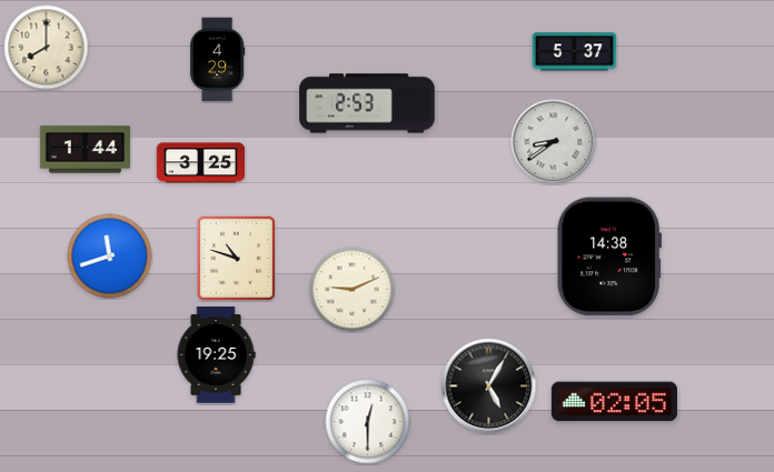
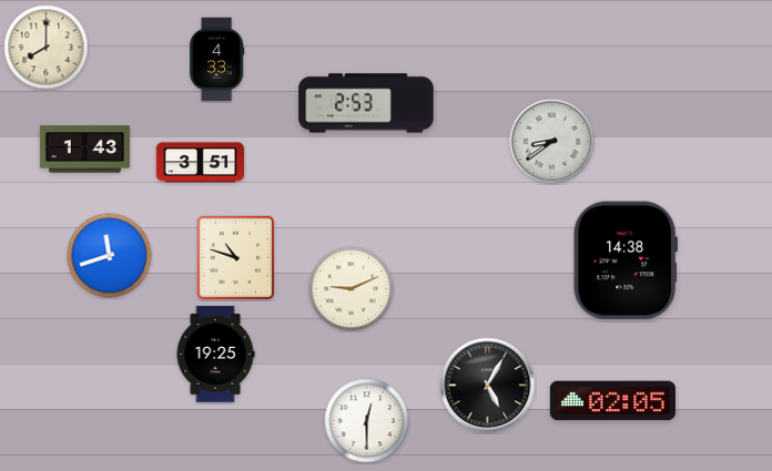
clock at (575, 52): 5:37 -> none
clock at (218, 60): 4:29 -> 4:33
clock at (85, 150): 1:44 -> 1:43
clock at (200, 163): 3:25 -> 3:51
clock at (609, 257) position: (609, 257) -> (626, 260)
